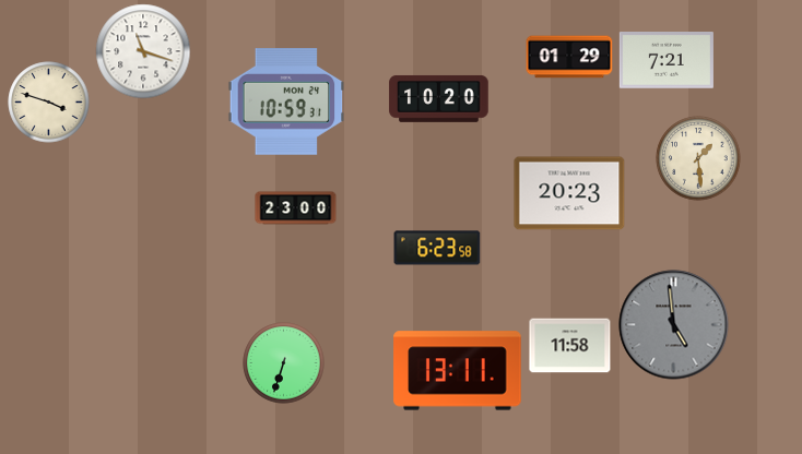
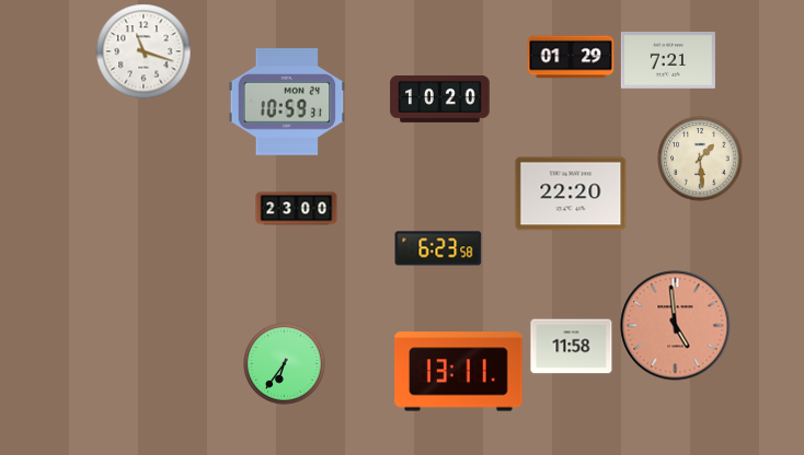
clock at (49, 103): 3:48 -> none
clock at (569, 193): 20:23 -> 22:20
clock at (674, 325) dial: grey -> salmon
clock at (284, 363): 6:33 -> 6:36
